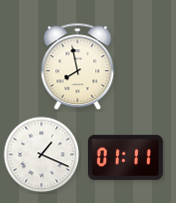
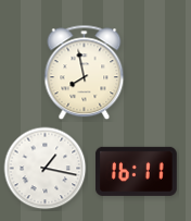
clock at (42, 155): 1:19 -> 1:17
clock at (125, 157): 01:11 -> 16:11
